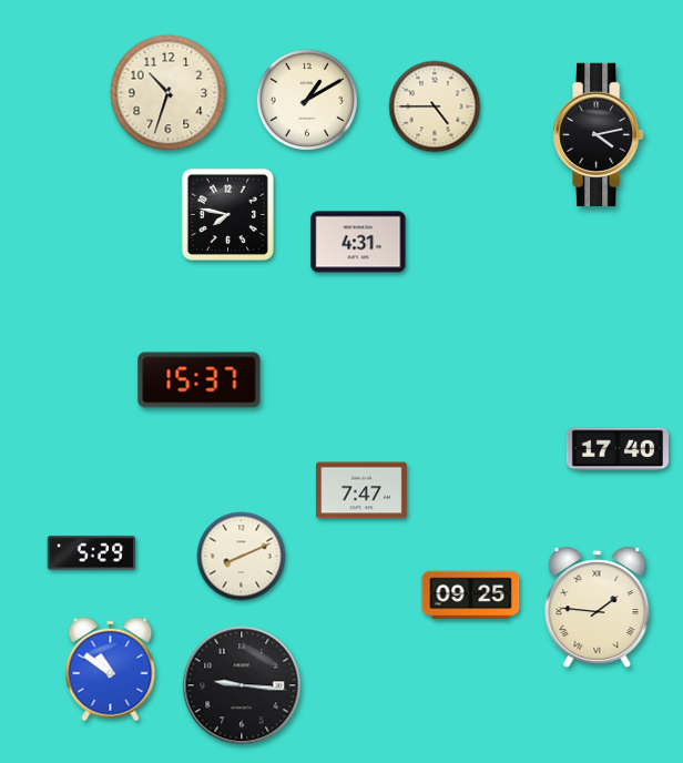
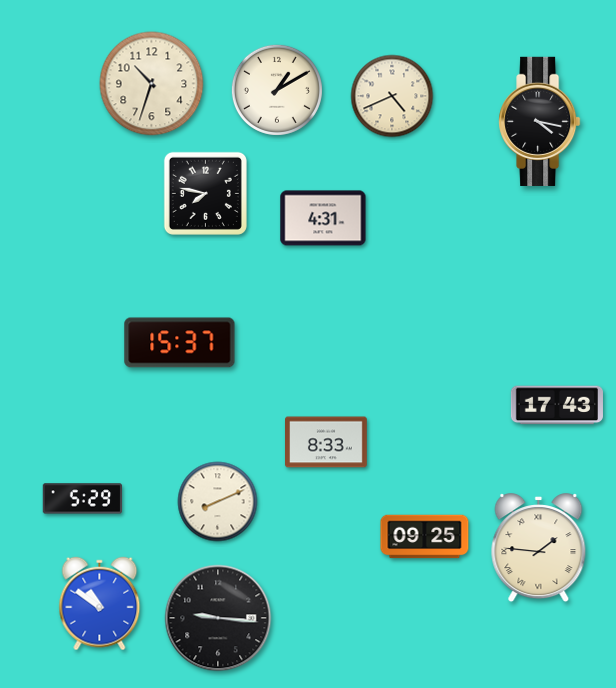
clock at (435, 106): 4:45 -> 4:41
clock at (599, 134): 4:13 -> 4:17
clock at (618, 449): 17:40 -> 17:43
clock at (363, 490): 7:47 -> 8:33
